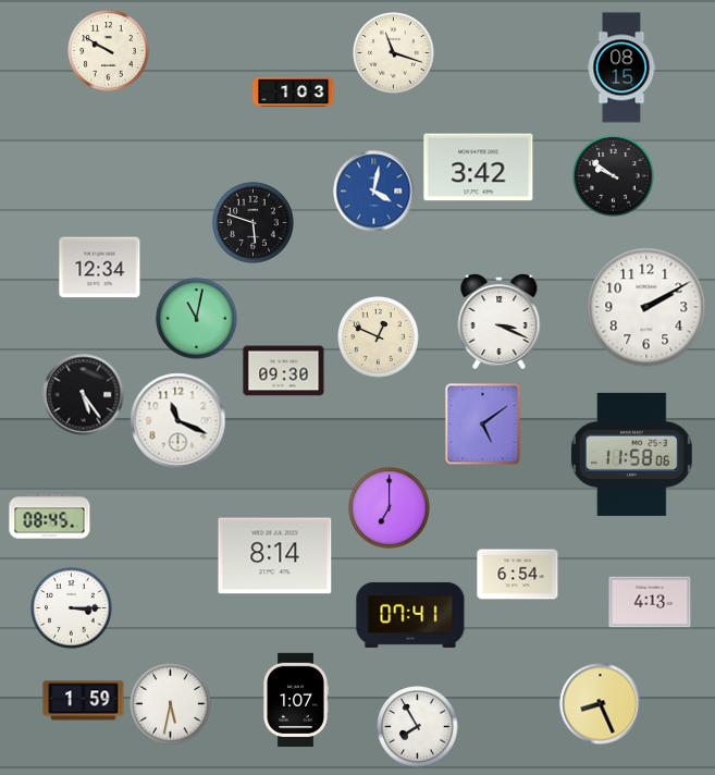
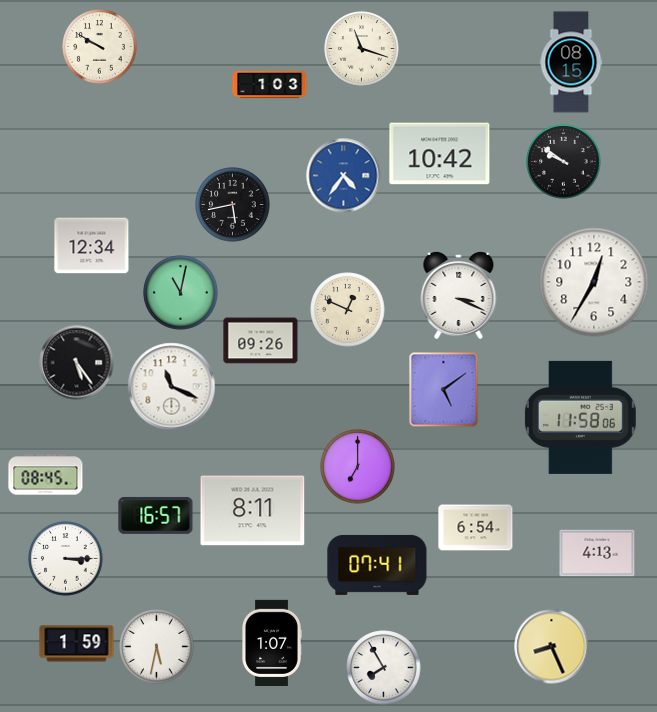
clock at (479, 168): 3:42 -> 10:42
clock at (374, 192): 4:02 -> 4:36
clock at (254, 223): 5:48 -> 5:43
clock at (646, 307): 2:10 -> 12:35
clock at (284, 371): 09:30 -> 09:26
clock at (178, 421) position: (178, 421) -> (172, 387)
clock at (275, 556): 8:14 -> 8:11
clock at (156, 515): none -> 16:57
